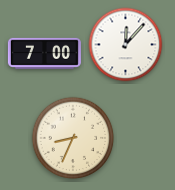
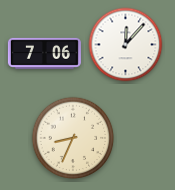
clock at (44, 53): 7:00 -> 7:06
